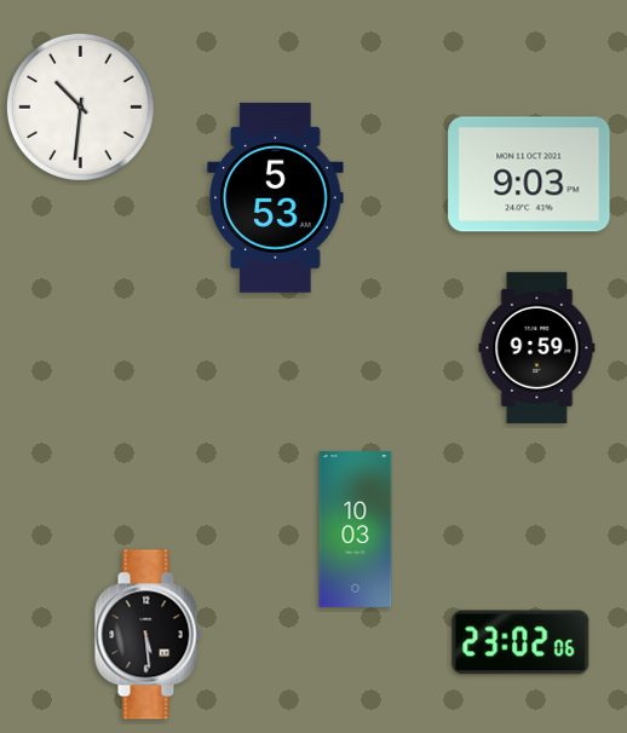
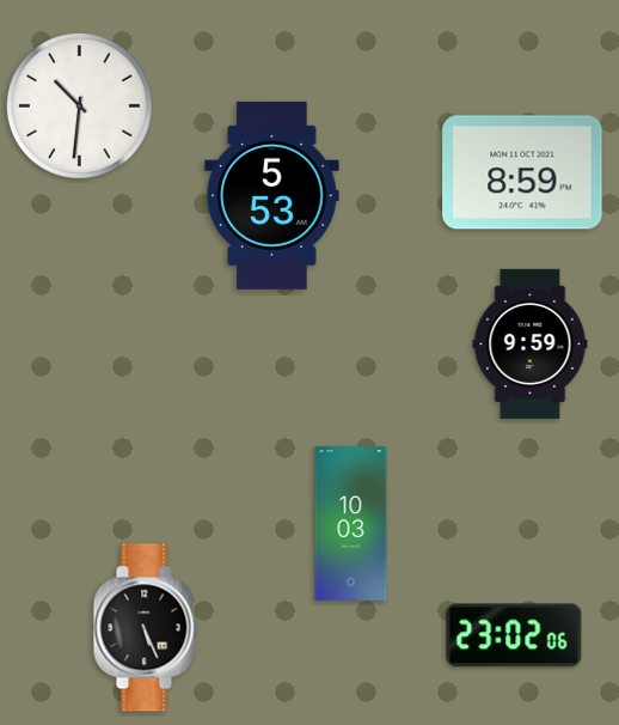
clock at (529, 174): 9:03 -> 8:59
clock at (148, 635): 5:29 -> 5:26
